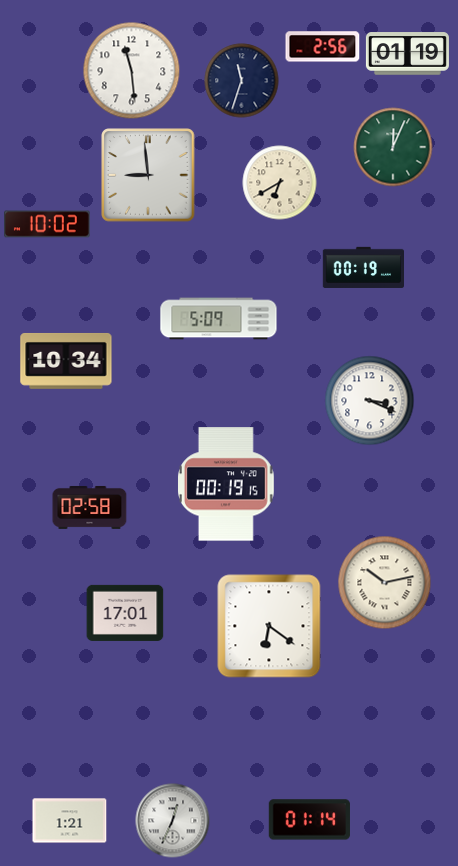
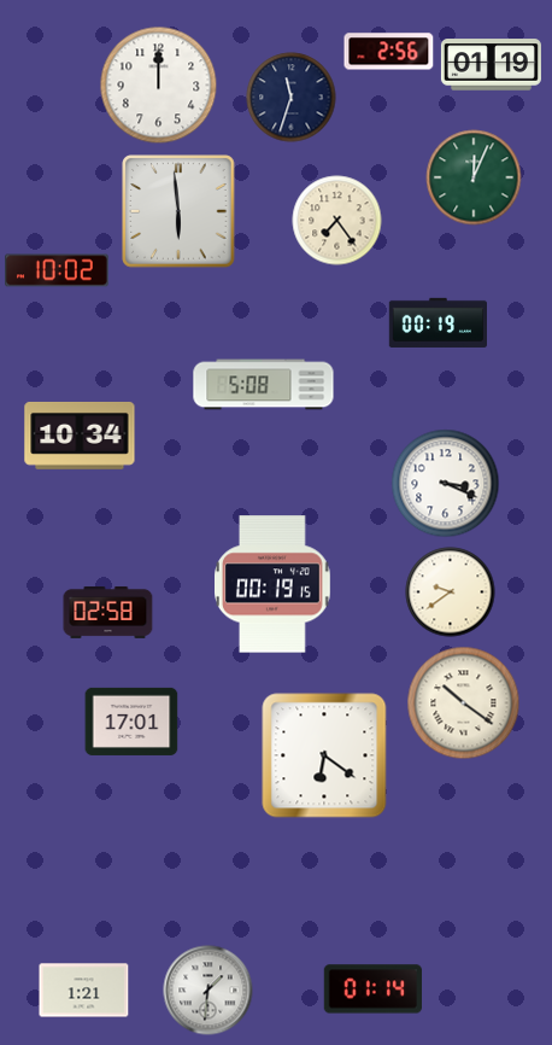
clock at (323, 47) position: (323, 47) -> (389, 52)
clock at (132, 71): 11:29 -> 12:00
clock at (148, 175): 8:59 -> 5:59
clock at (280, 183): 6:40 -> 7:24
clock at (219, 319): 5:09 -> 5:08
clock at (451, 592): none -> 9:39
clock at (385, 583): 10:13 -> 10:21
clock at (125, 613) position: (125, 613) -> (131, 722)
clock at (173, 821): 12:34 -> 1:31
